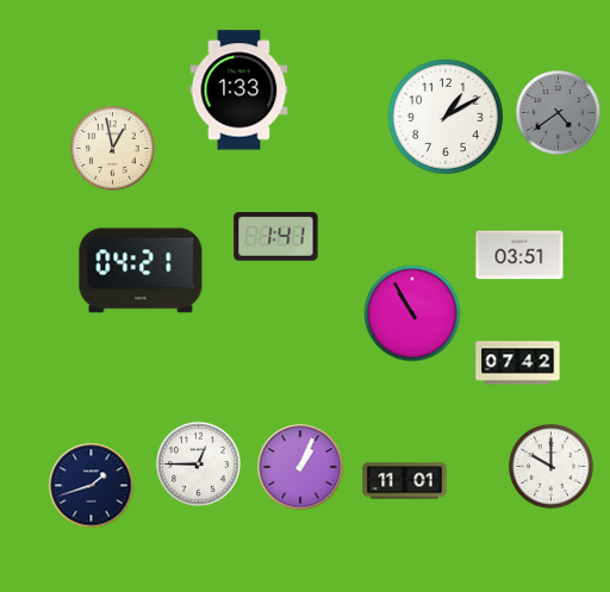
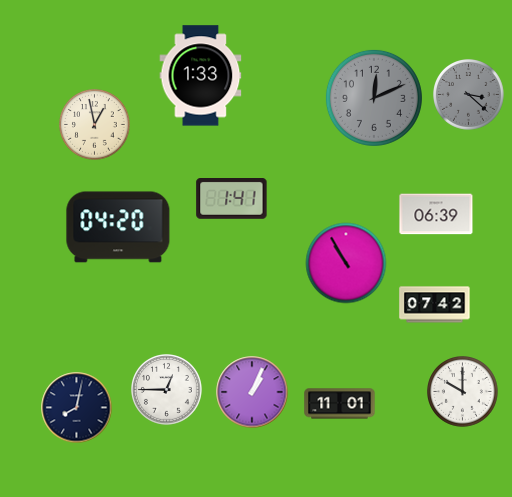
clock at (559, 113): 4:39 -> 3:22
clock at (446, 117): 1:10 -> 12:11
clock at (446, 117) dial: white -> grey
clock at (519, 255): 03:51 -> 06:39
clock at (141, 270): 04:21 -> 04:20
clock at (92, 486): 1:42 -> 8:02
